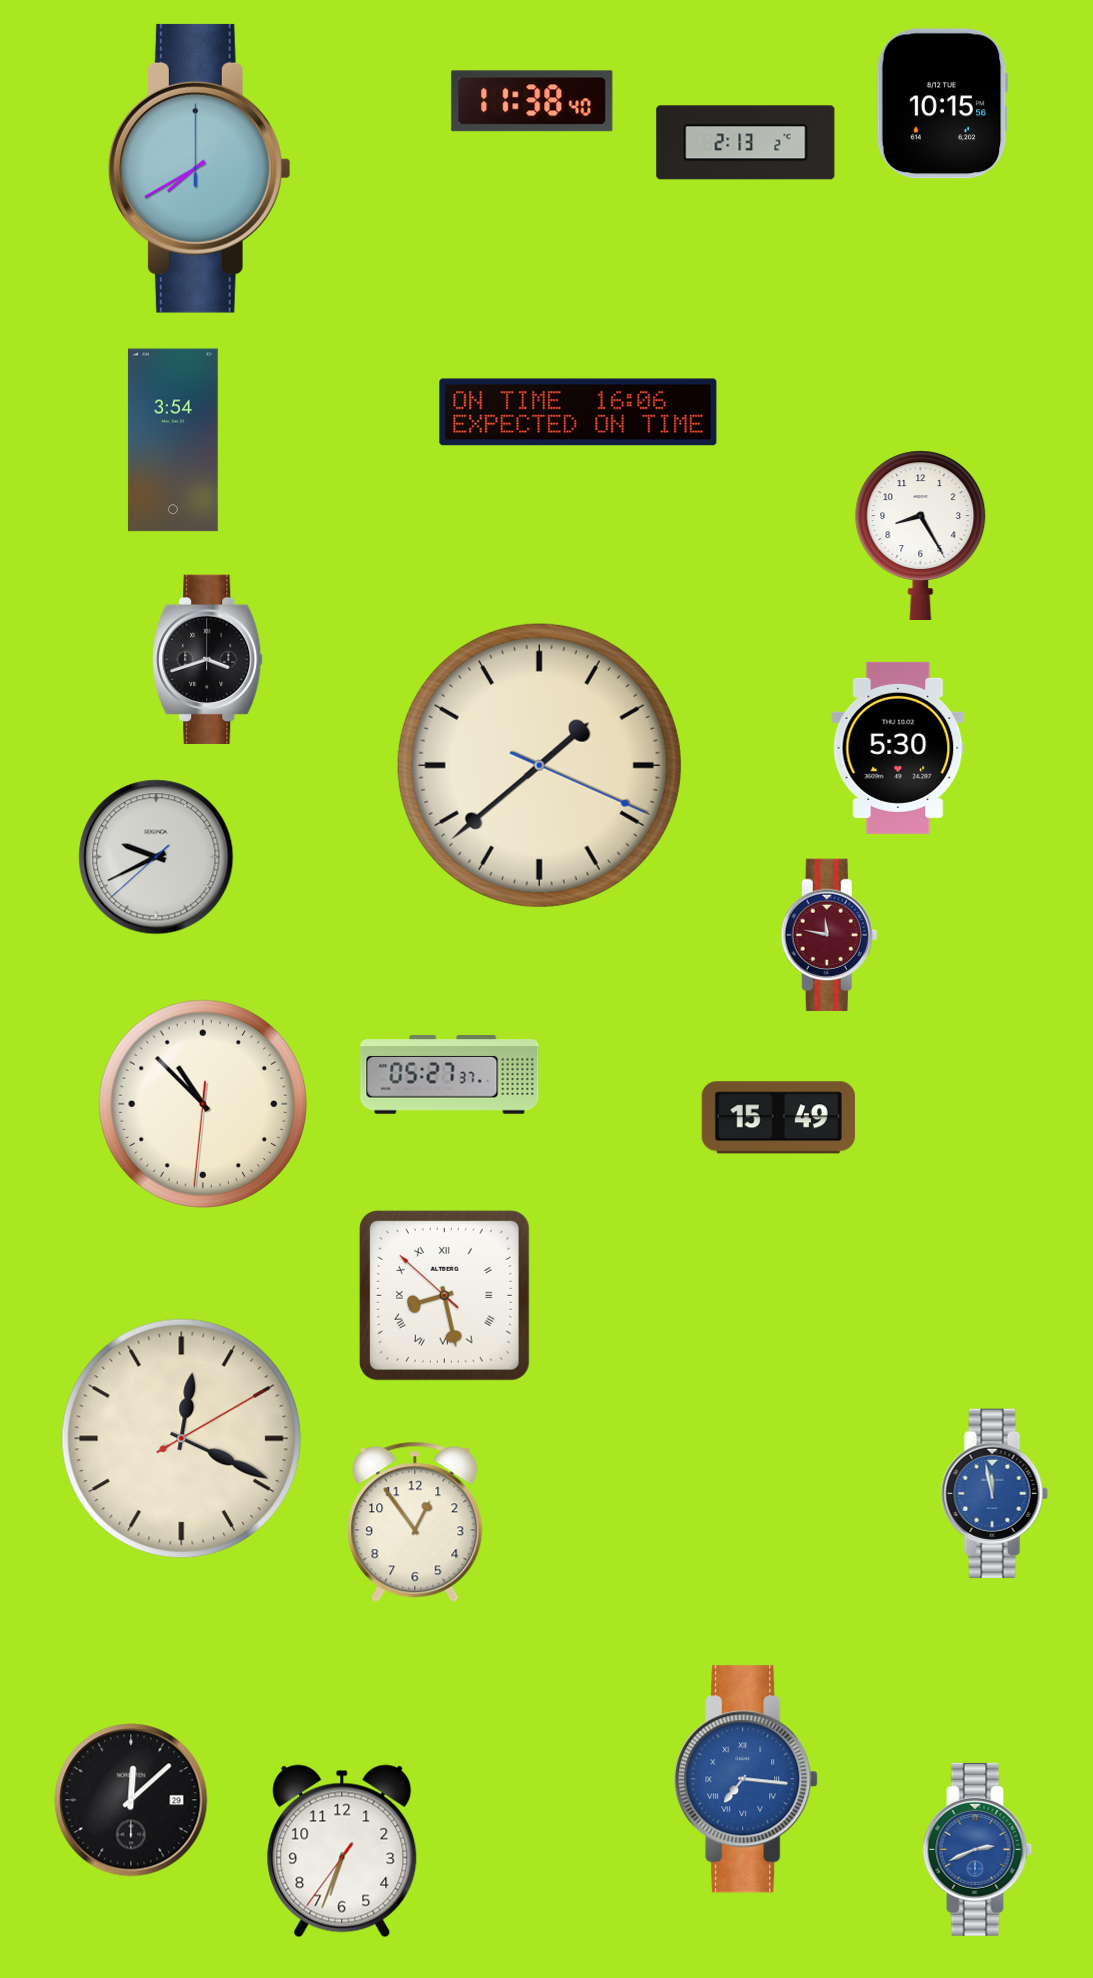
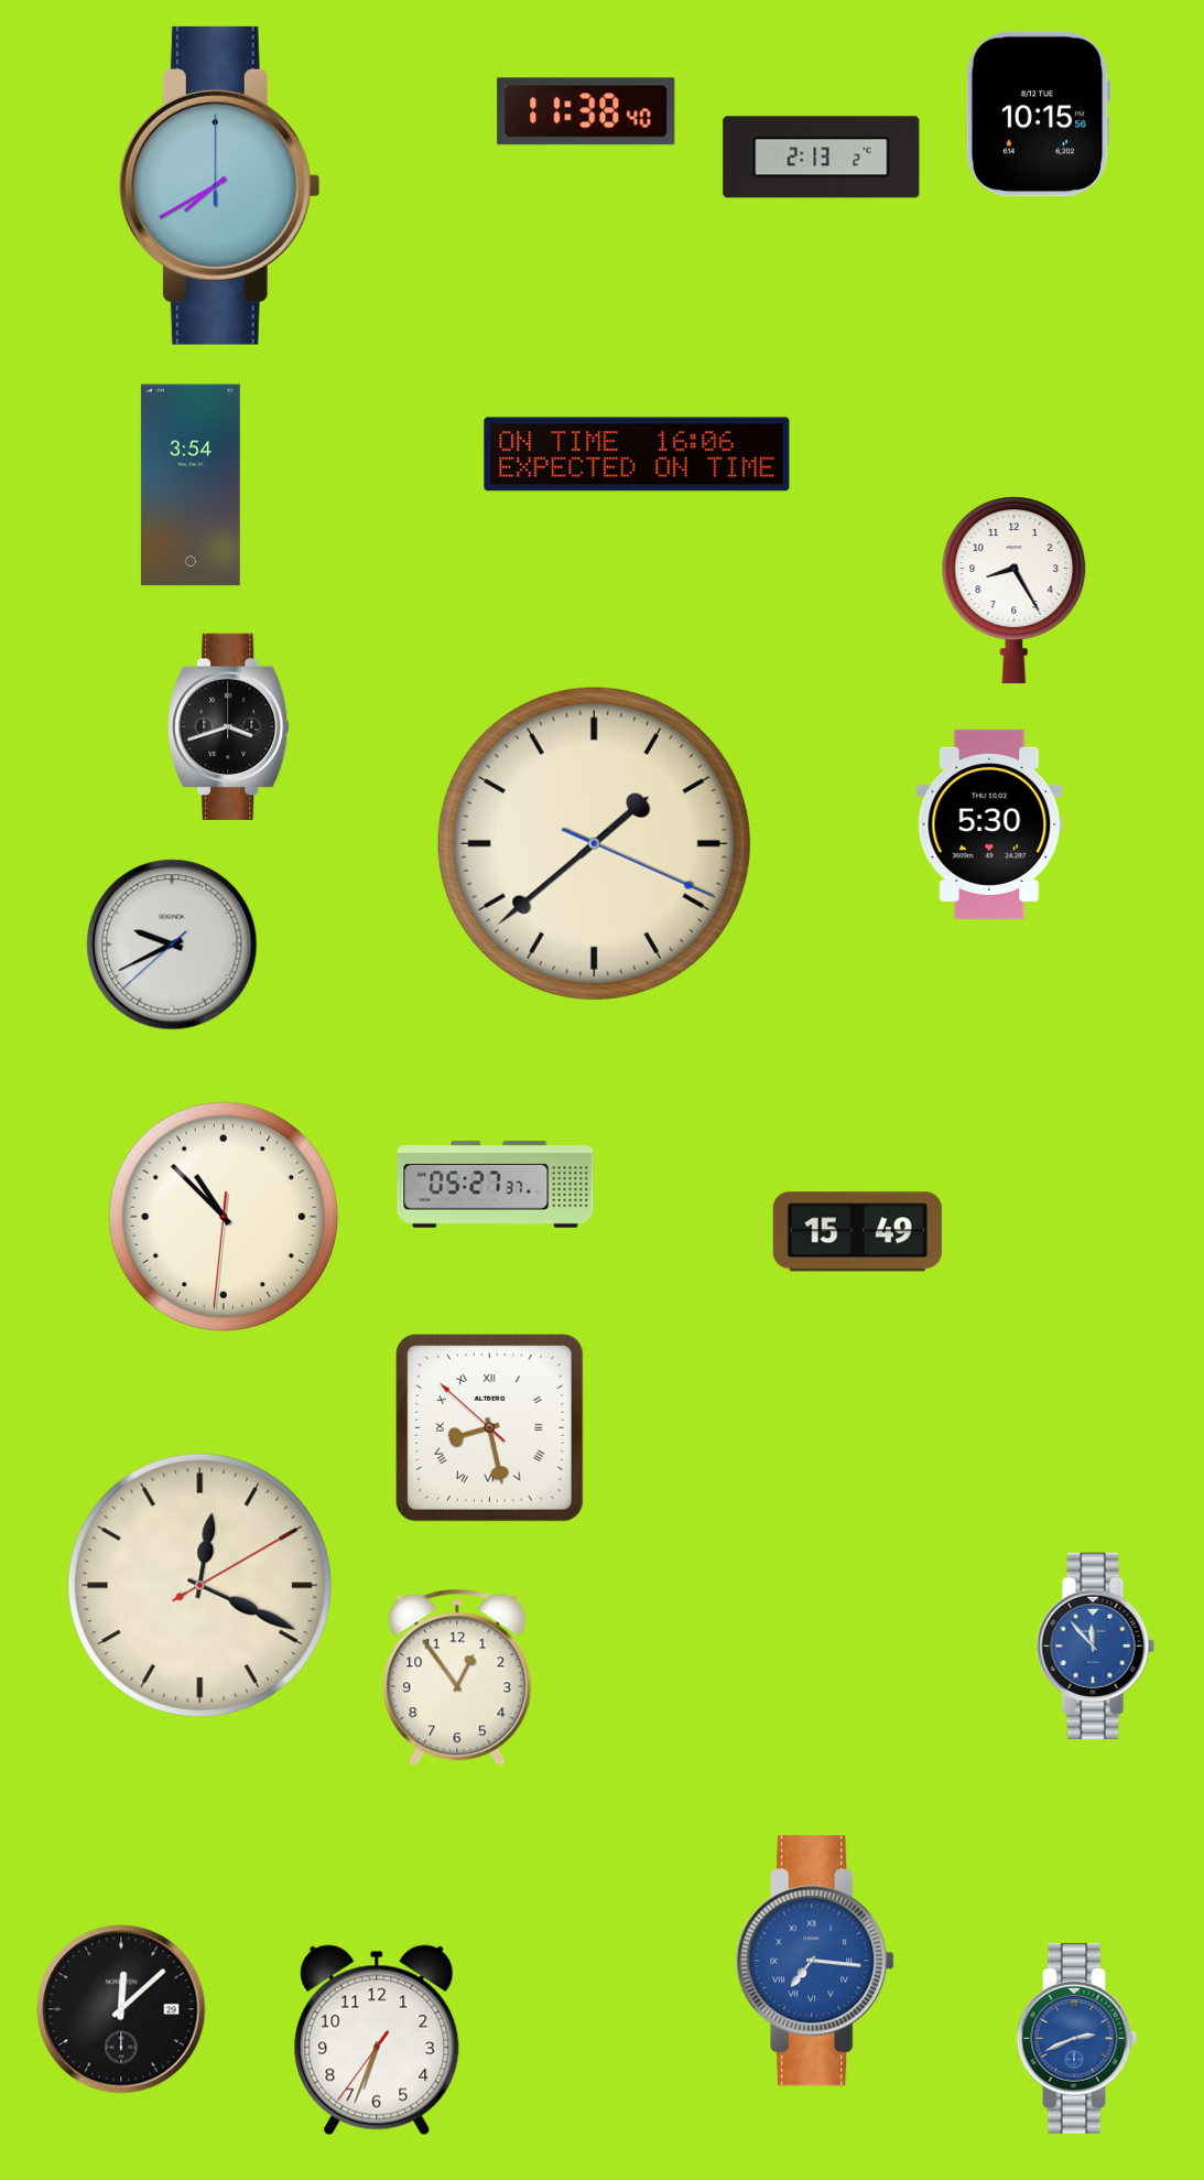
clock at (829, 935): 11:47 -> none
clock at (994, 1493): 11:58 -> 11:53
clock at (746, 1779) position: (746, 1779) -> (815, 1961)
clock at (131, 1800) position: (131, 1800) -> (121, 2009)
